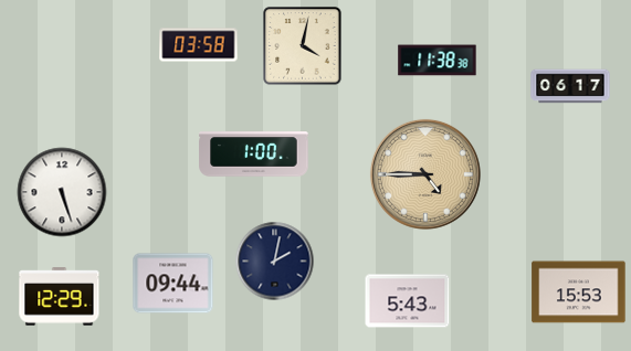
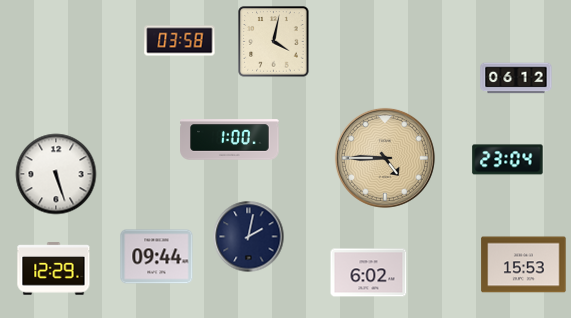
clock at (438, 61): 11:38 -> none
clock at (570, 86): 06:17 -> 06:12
clock at (508, 160): none -> 23:04
clock at (408, 301): 5:43 -> 6:02
